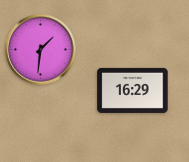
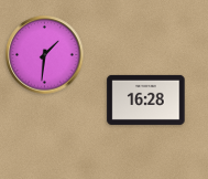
clock at (133, 90): 16:29 -> 16:28
